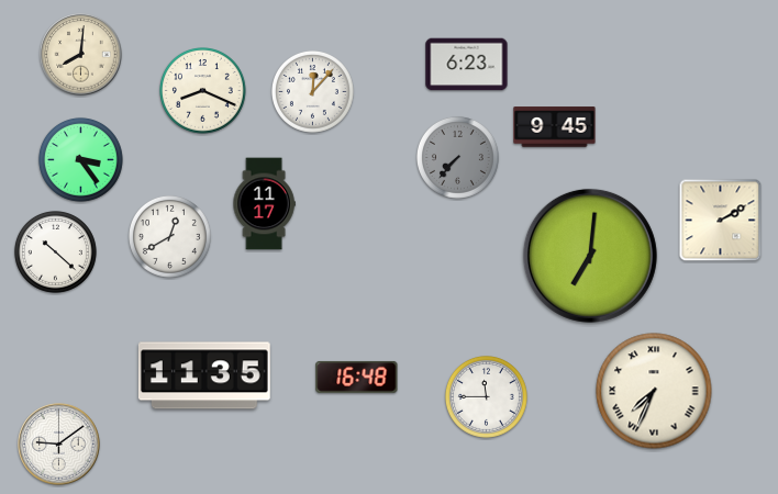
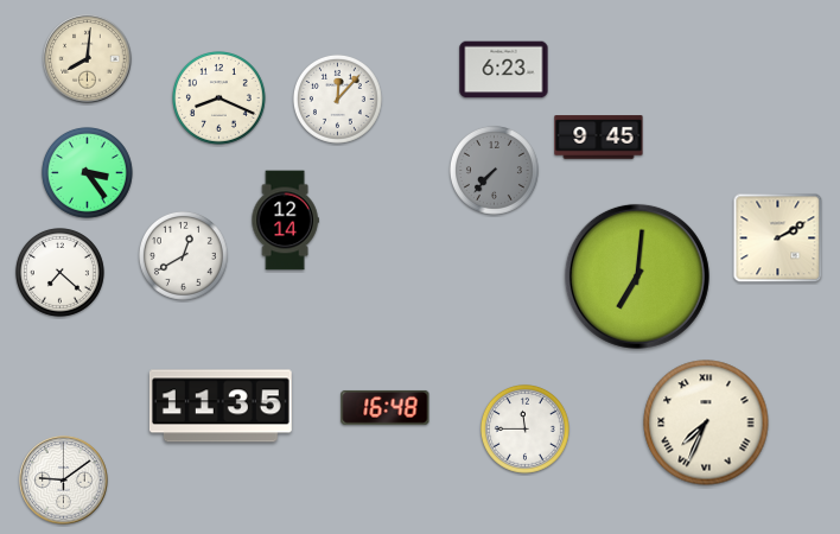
clock at (264, 204): 11:17 -> 12:14
clock at (55, 251): 10:22 -> 7:22
